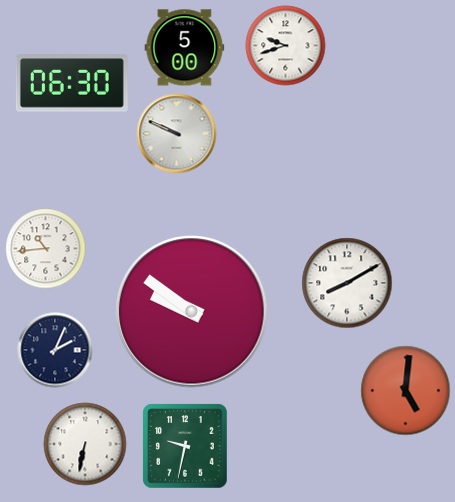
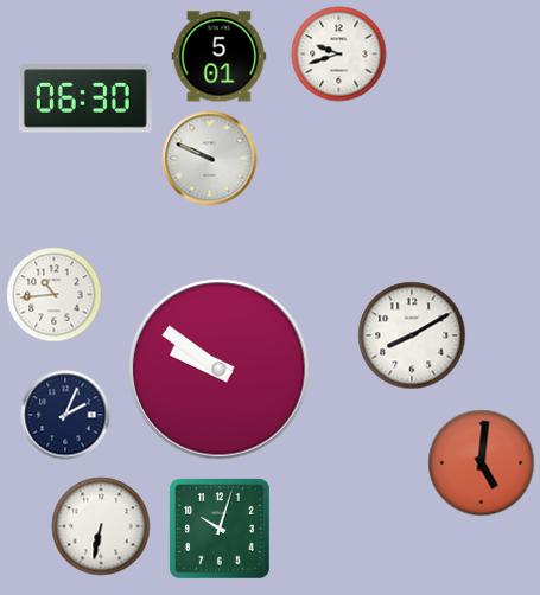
clock at (185, 48): 5:00 -> 5:01
clock at (192, 312) position: (192, 312) -> (220, 370)
clock at (185, 446): 9:32 -> 10:03
